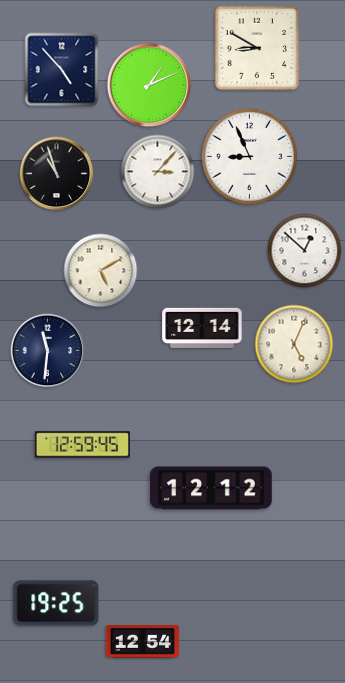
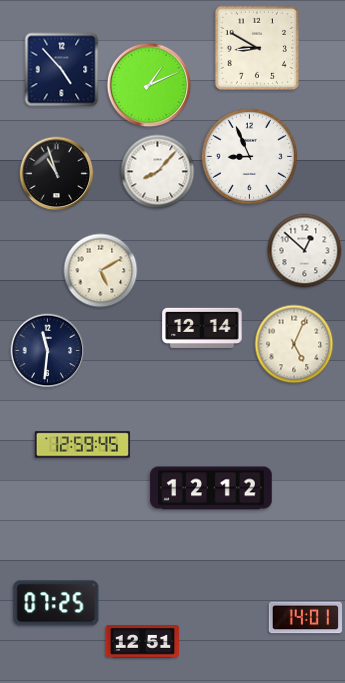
clock at (158, 172): 3:07 -> 8:07
clock at (56, 603): 19:25 -> 07:25
clock at (305, 618): none -> 14:01
clock at (143, 642): 12:54 -> 12:51
